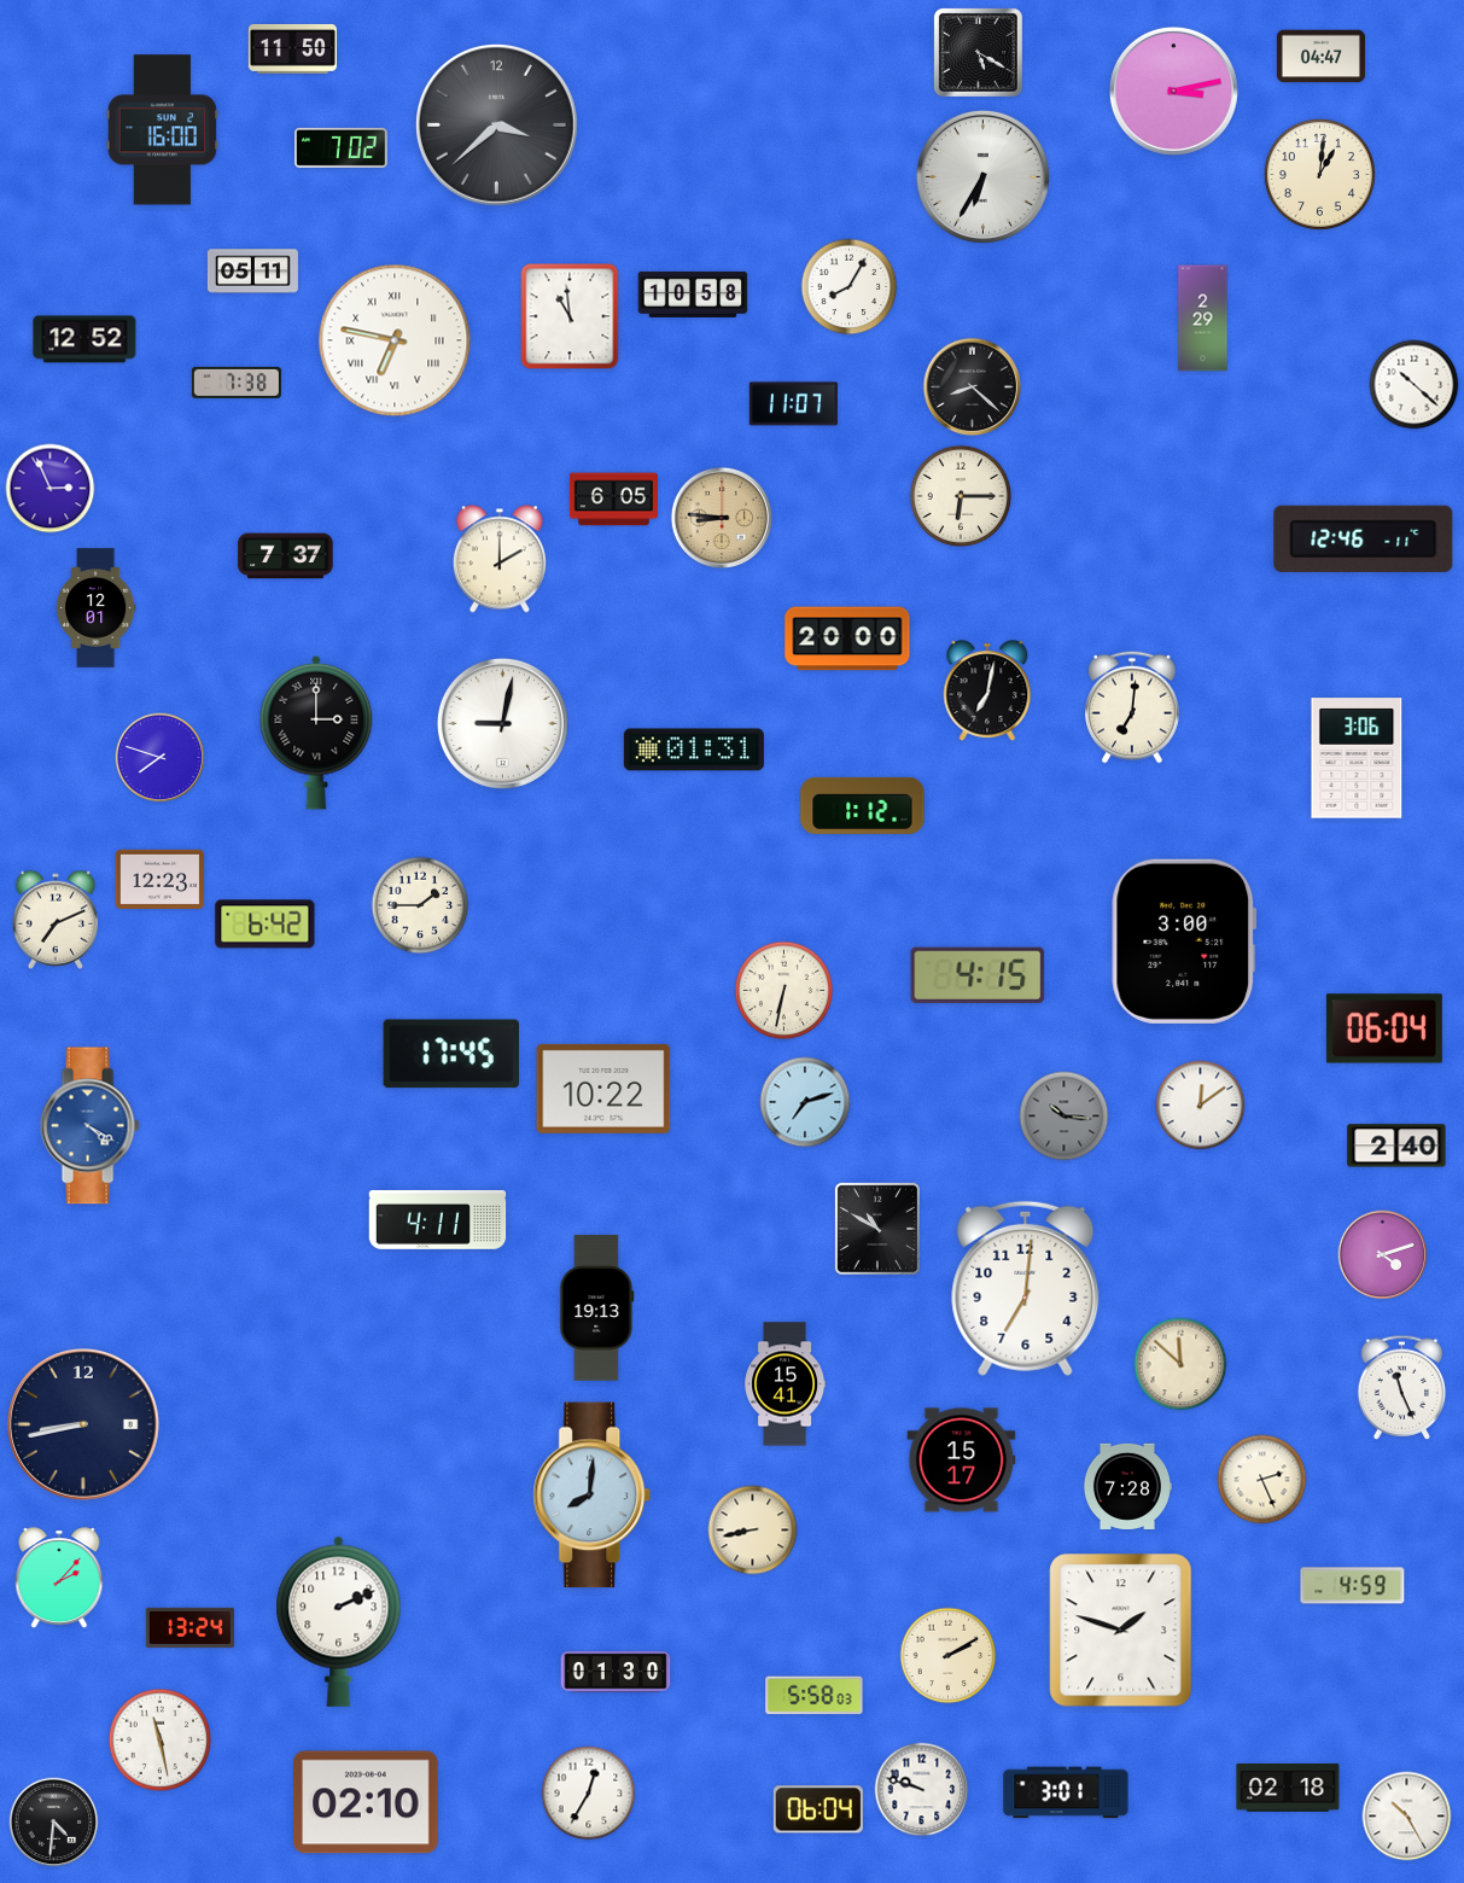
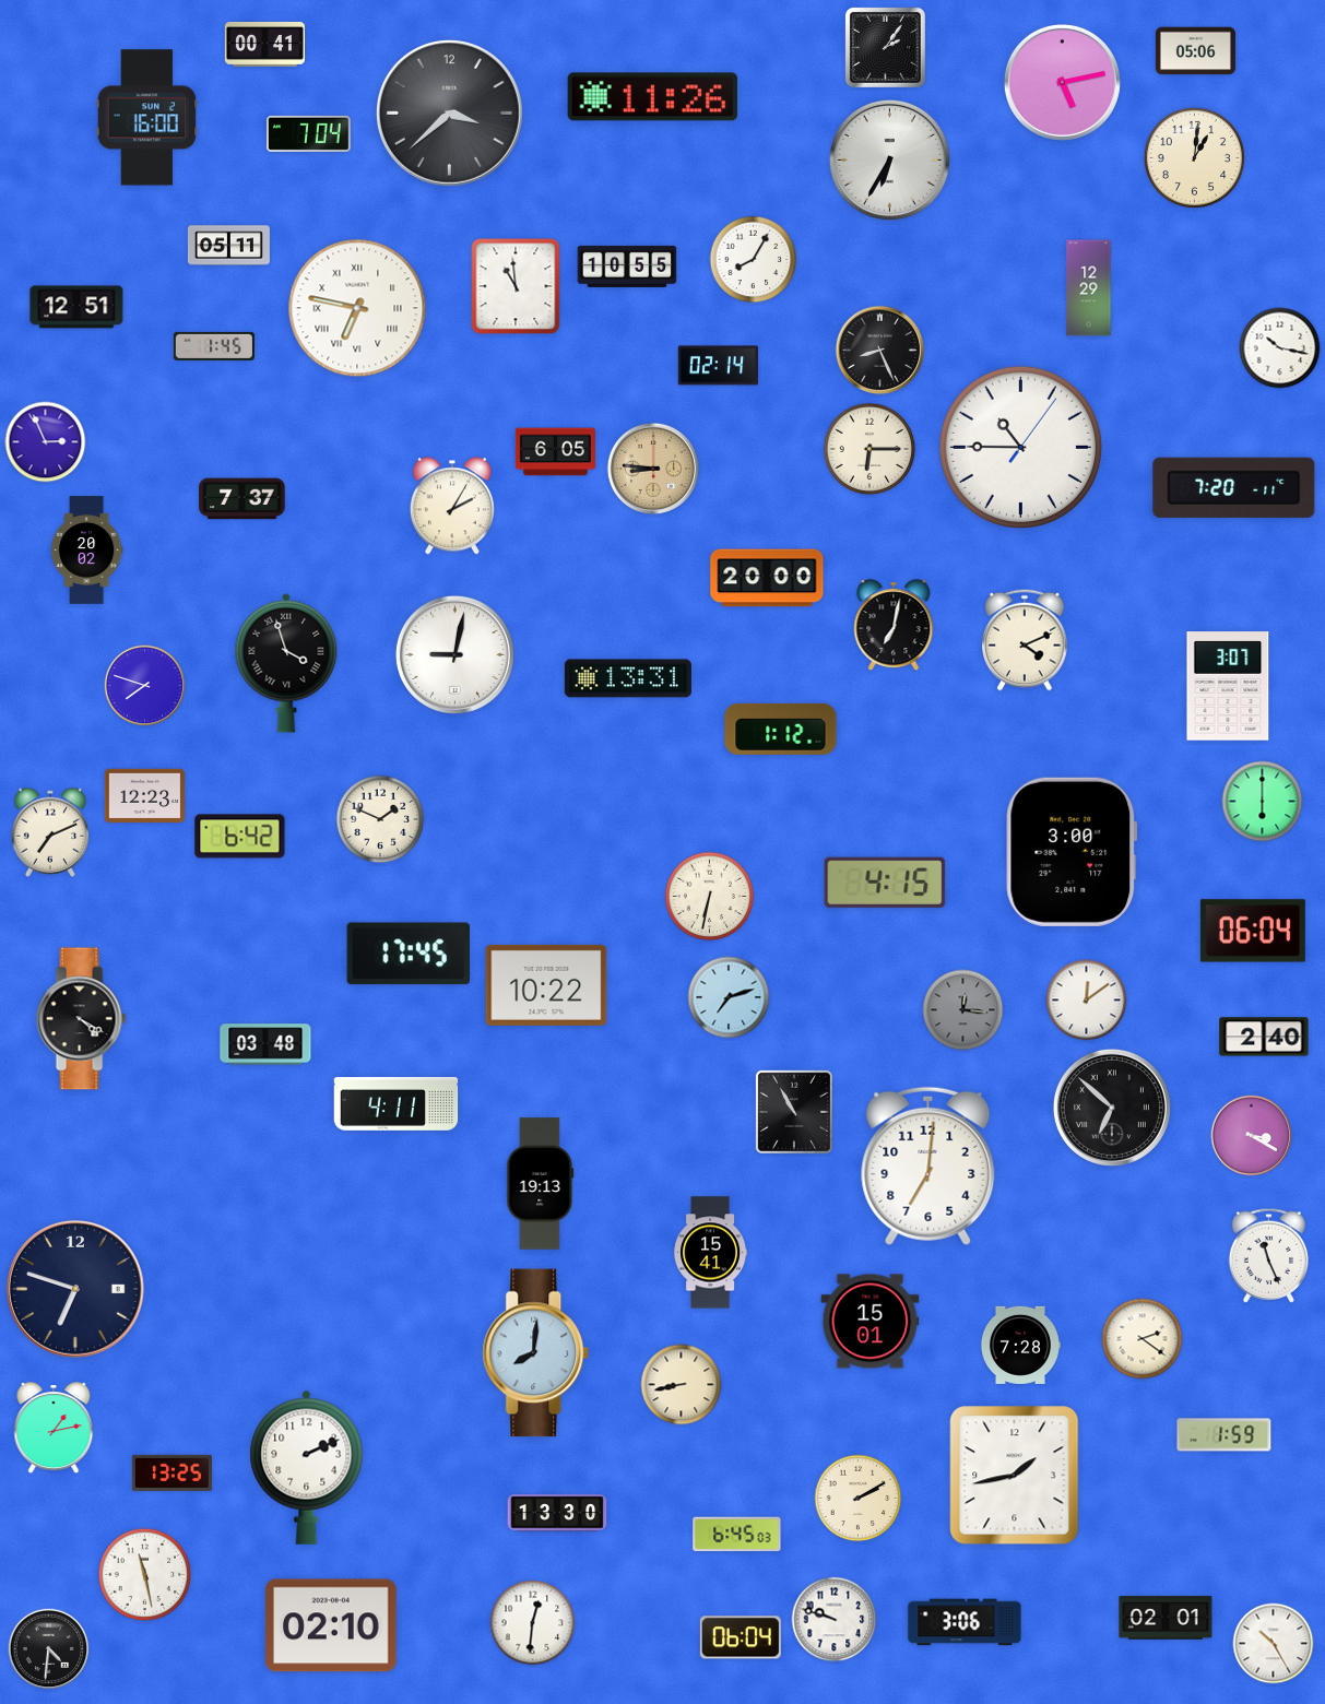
clock at (292, 48): 11:50 -> 00:41
clock at (978, 52): 5:20 -> 2:06
clock at (1320, 57): 04:47 -> 05:06
clock at (1173, 91): 3:13 -> 5:13
clock at (653, 97): none -> 11:26
clock at (342, 147): 7:02 -> 7:04
clock at (850, 287) position: (850, 287) -> (754, 260)
clock at (693, 295): 10:58 -> 10:55
clock at (1203, 319): 2:29 -> 12:29
clock at (84, 339): 12:52 -> 12:51
clock at (237, 383): 7:38 -> 1:45
clock at (1415, 385): 10:22 -> 10:17
clock at (973, 387): 8:22 -> 8:26
clock at (793, 404): 11:07 -> 02:14
clock at (1020, 447): none -> 10:45
clock at (1364, 538): 12:46 -> 7:20
clock at (286, 556) position: (286, 556) -> (242, 499)
clock at (500, 559): 2:00 -> 2:05
clock at (95, 608): 12:01 -> 20:02
clock at (1132, 707): 7:01 -> 4:11
clock at (316, 733): 3:00 -> 3:57
clock at (694, 750): 01:31 -> 13:31
clock at (1357, 758): 3:06 -> 3:07
clock at (1263, 802): none -> 6:00
clock at (420, 905): 1:45 -> 1:49
clock at (1065, 1117): 10:16 -> 12:16
clock at (89, 1126) dial: blue -> black
clock at (265, 1044): none -> 03:48
clock at (1112, 1108): none -> 6:52
clock at (877, 1229): 10:50 -> 10:55
clock at (1383, 1255): 4:12 -> 3:20
clock at (1180, 1364): 11:52 -> none
clock at (83, 1424): 8:43 -> 6:48
clock at (962, 1461): 15:17 -> 15:01
clock at (1262, 1480): 2:26 -> 2:21
clock at (59, 1579): 2:07 -> 1:13
clock at (1353, 1586): 4:59 -> 1:59
clock at (189, 1627): 13:24 -> 13:25
clock at (1121, 1631): 1:48 -> 1:43
clock at (616, 1672): 01:30 -> 13:30
clock at (815, 1696): 5:58 -> 6:45
clock at (1288, 1788): 02:18 -> 02:01
clock at (1066, 1792): 3:01 -> 3:06
clock at (589, 1794): 12:35 -> 12:31
clock at (367, 1802) position: (367, 1802) -> (332, 1625)
